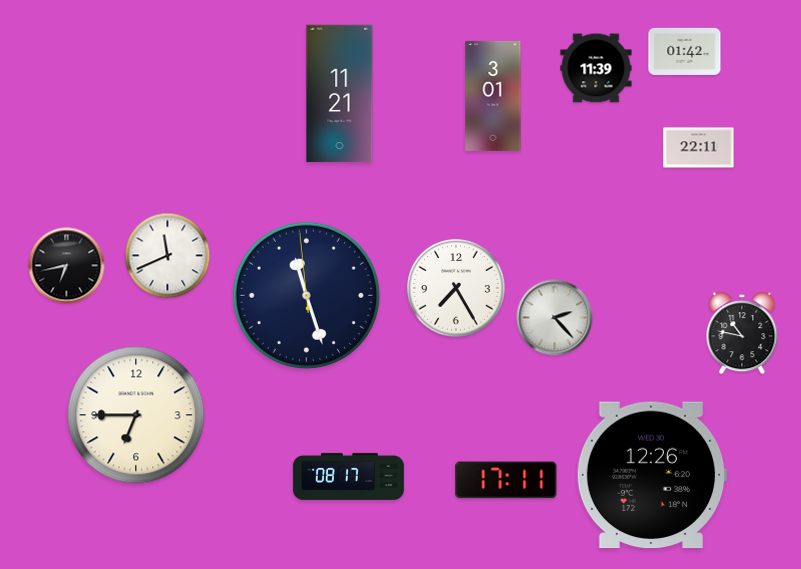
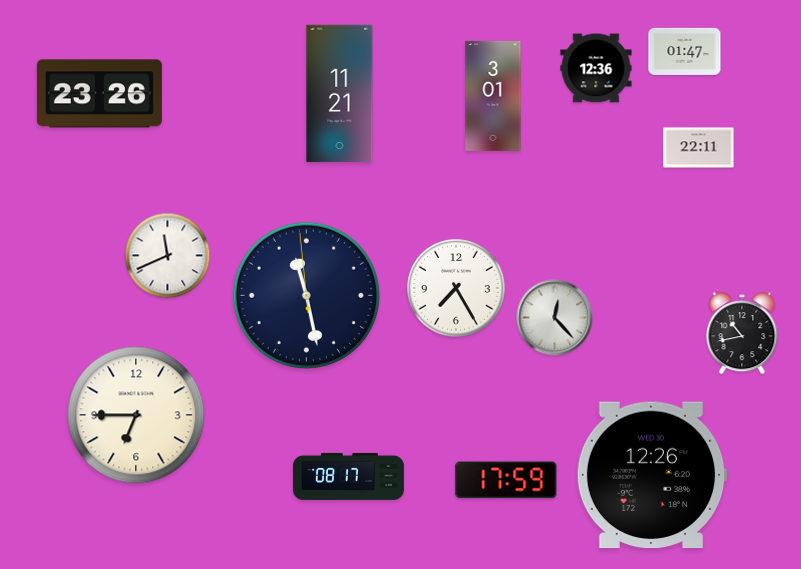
clock at (685, 51): 01:42 -> 01:47
clock at (596, 68): 11:39 -> 12:36
clock at (99, 94): none -> 23:26
clock at (67, 266): 6:43 -> none
clock at (306, 295): 11:26 -> 11:27
clock at (555, 318): 2:23 -> 12:23
clock at (742, 333): 10:47 -> 10:43
clock at (506, 480): 17:11 -> 17:59
